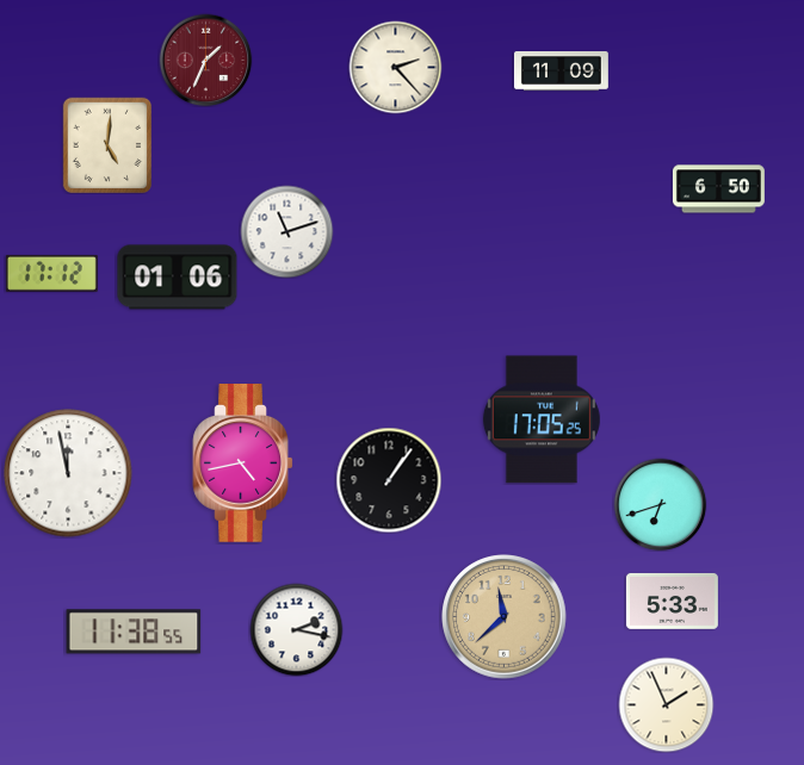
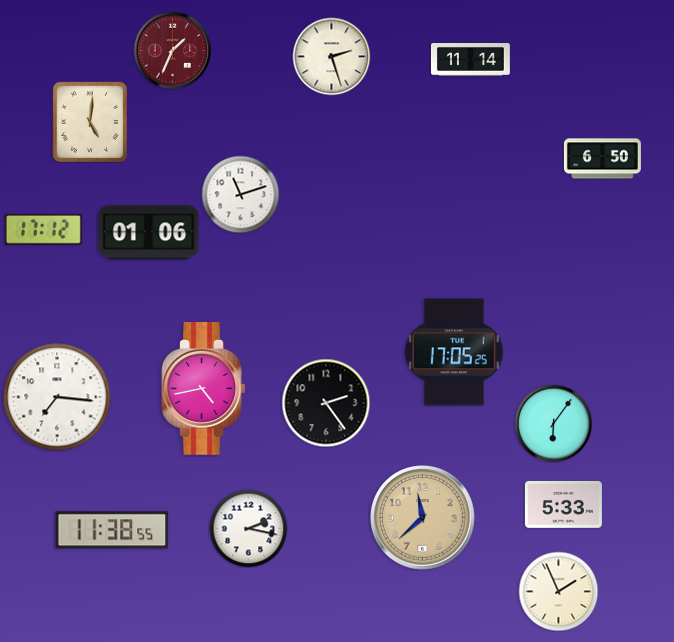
clock at (395, 67): 2:23 -> 2:27
clock at (561, 71): 11:09 -> 11:14
clock at (68, 473): 11:58 -> 7:16
clock at (389, 480): 1:06 -> 2:24
clock at (660, 504): 6:42 -> 6:06
